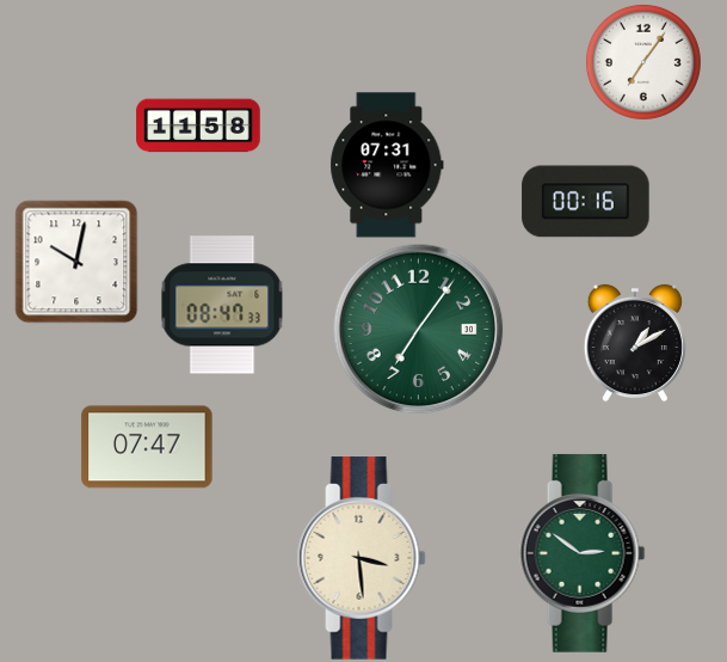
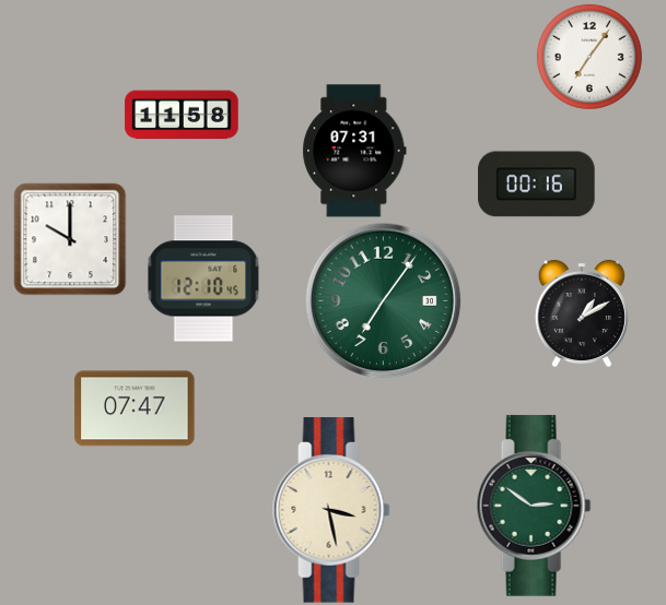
clock at (76, 262): 10:02 -> 10:00
clock at (222, 305): 08:47 -> 12:10
clock at (362, 558): 3:29 -> 3:28
